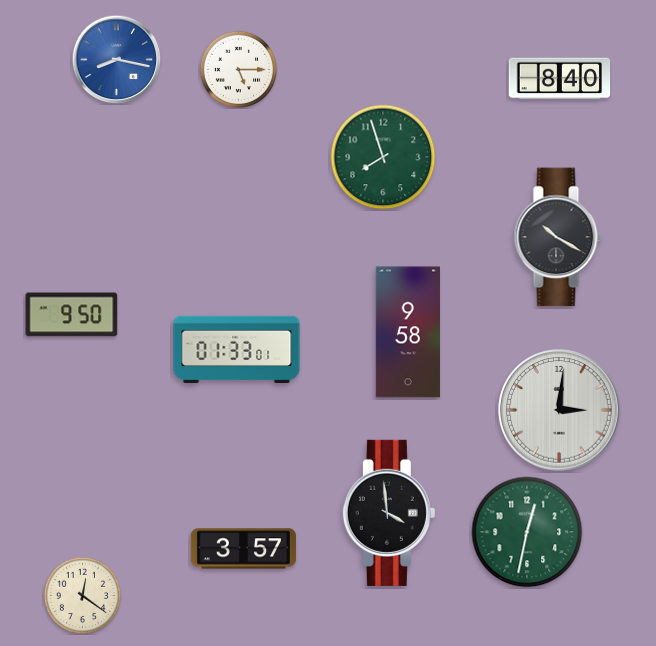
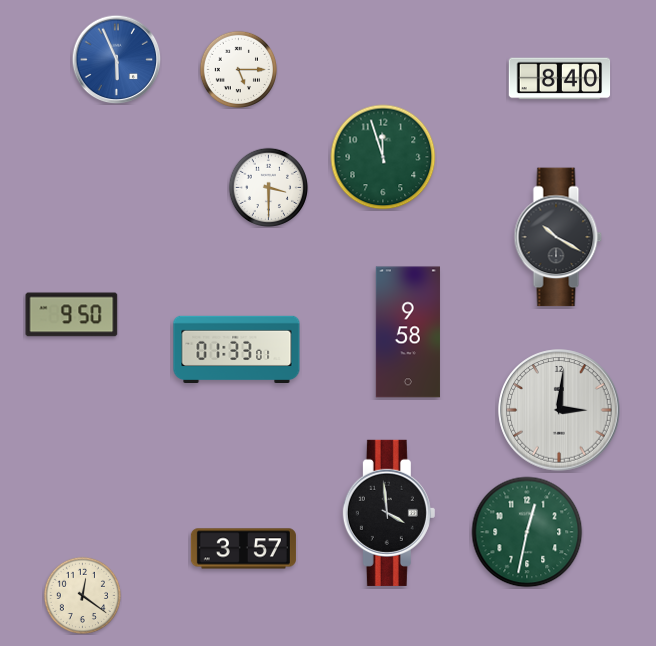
clock at (116, 59): 8:17 -> 5:56
clock at (383, 157): 7:57 -> 11:57
clock at (268, 187): none -> 3:30
